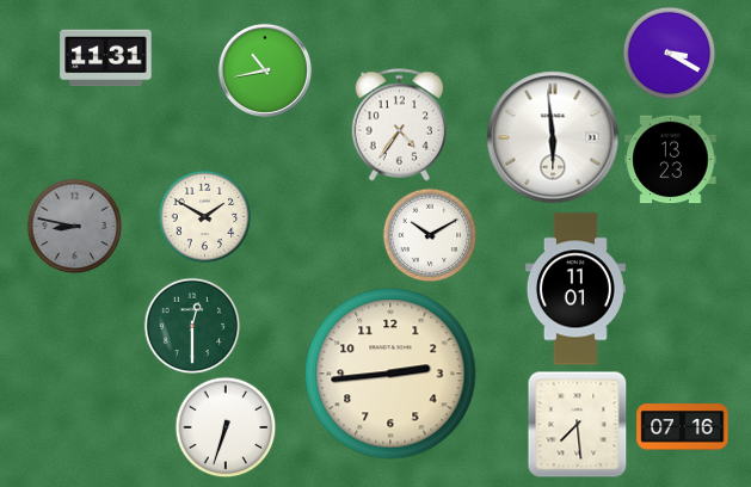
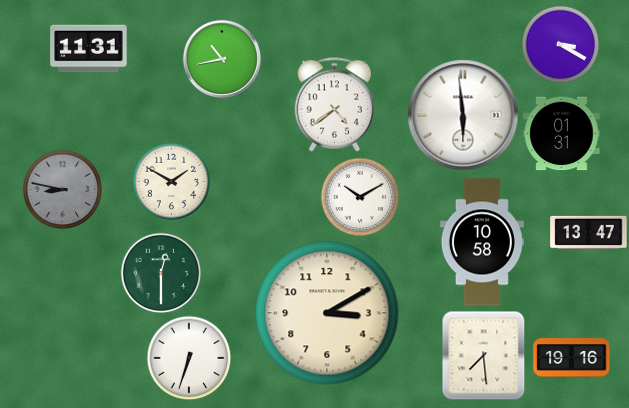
clock at (400, 125): 4:36 -> 4:39
clock at (671, 160): 13:23 -> 01:31
clock at (589, 232): none -> 13:47
clock at (575, 289): 11:01 -> 10:58
clock at (390, 374): 2:44 -> 3:10
clock at (683, 427): 07:16 -> 19:16
